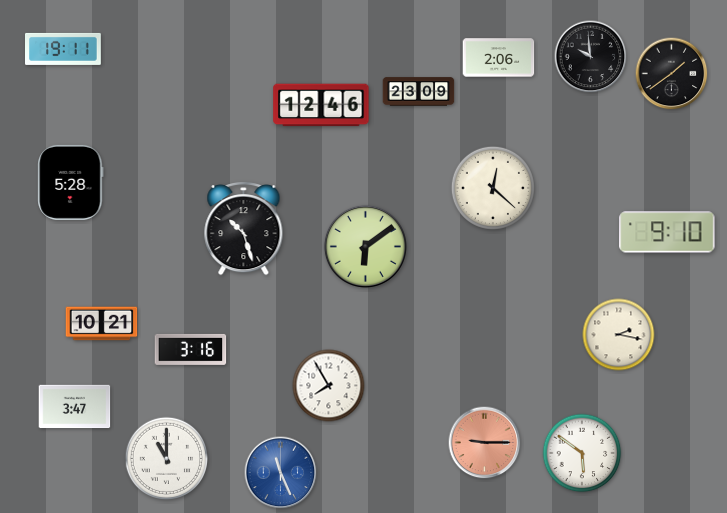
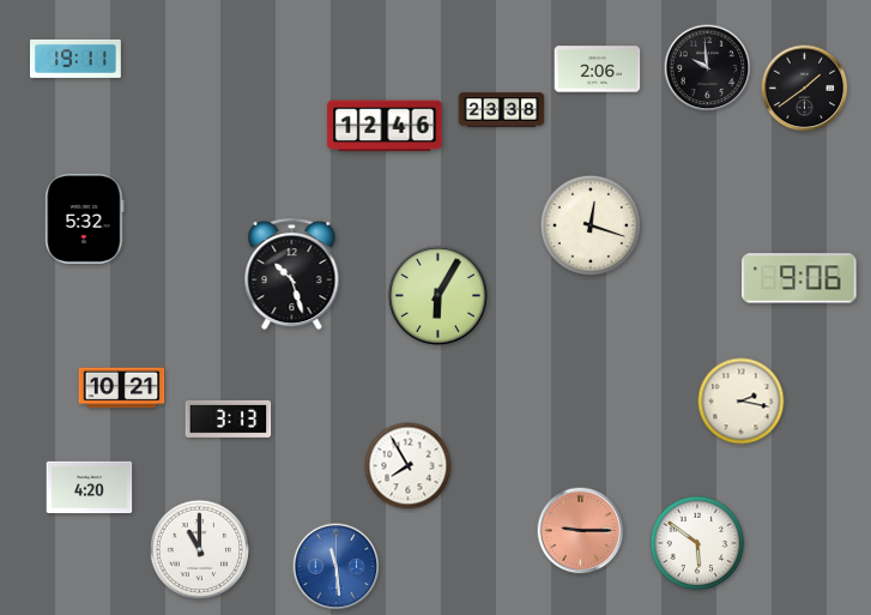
clock at (419, 92): 23:09 -> 23:38
clock at (71, 182): 5:28 -> 5:32
clock at (493, 188): 12:22 -> 12:18
clock at (667, 232): 9:10 -> 9:06
clock at (365, 246): 6:09 -> 6:05
clock at (191, 349): 3:16 -> 3:13
clock at (329, 386) position: (329, 386) -> (409, 466)
clock at (75, 407): 3:47 -> 4:20
clock at (281, 473): 11:26 -> 11:29
